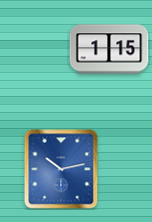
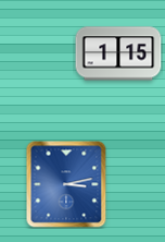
clock at (61, 169): 10:13 -> 3:13
